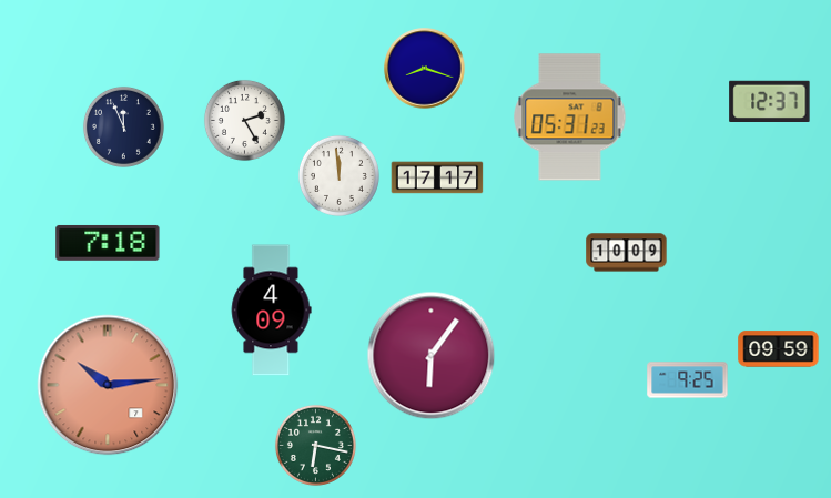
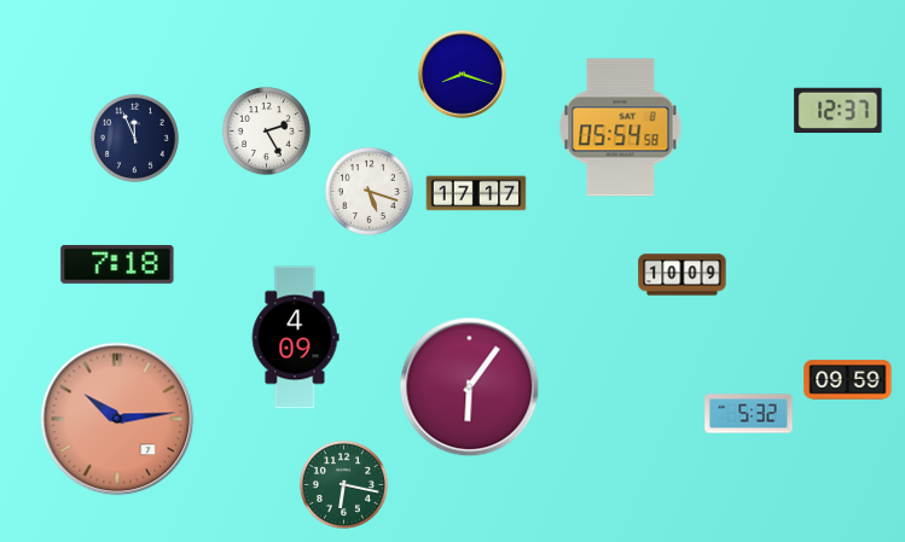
clock at (570, 118): 05:31 -> 05:54
clock at (338, 175): 11:59 -> 5:18
clock at (688, 380): 9:25 -> 5:32
